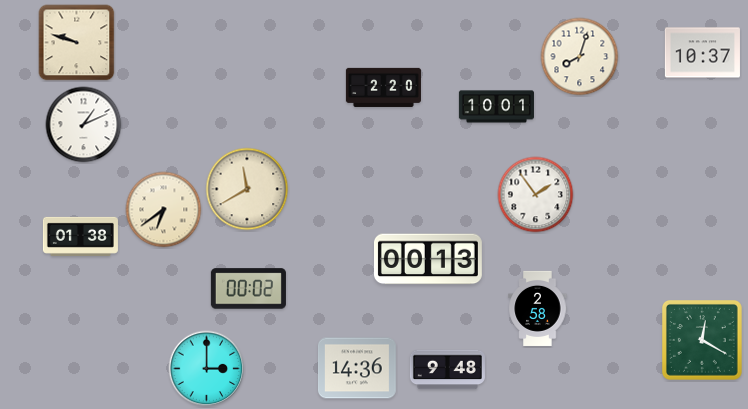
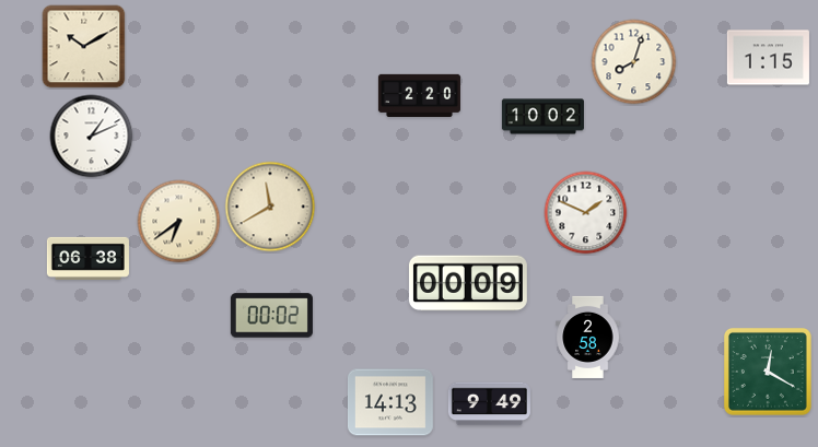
clock at (77, 43): 9:48 -> 10:10
clock at (702, 53): 10:37 -> 1:15
clock at (496, 107): 10:01 -> 10:02
clock at (536, 195): 1:54 -> 1:49
clock at (164, 210) position: (164, 210) -> (179, 222)
clock at (80, 236): 01:38 -> 06:38
clock at (428, 259): 00:13 -> 00:09
clock at (357, 368): 14:36 -> 14:13
clock at (207, 369): 3:00 -> none
clock at (447, 370): 9:48 -> 9:49
